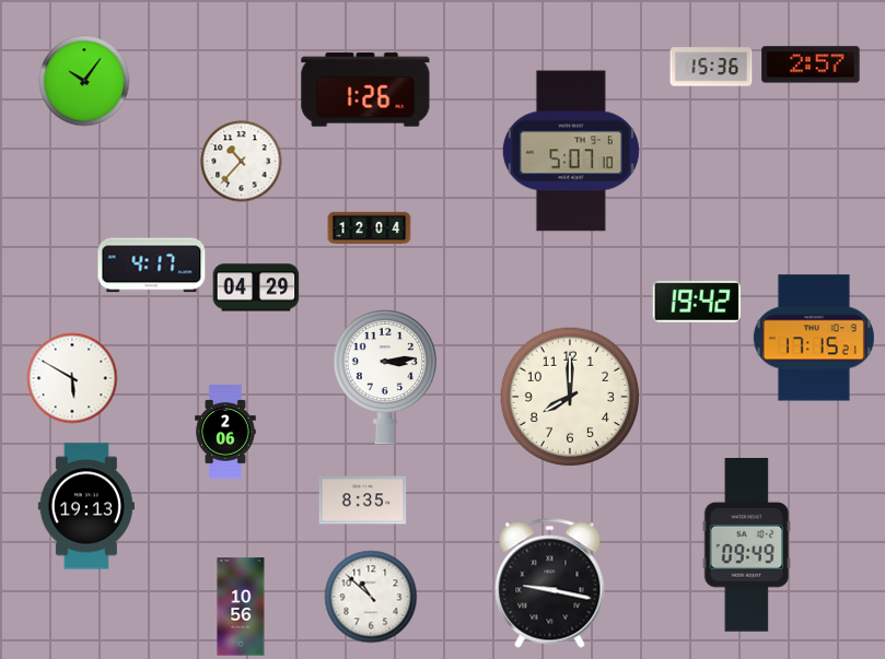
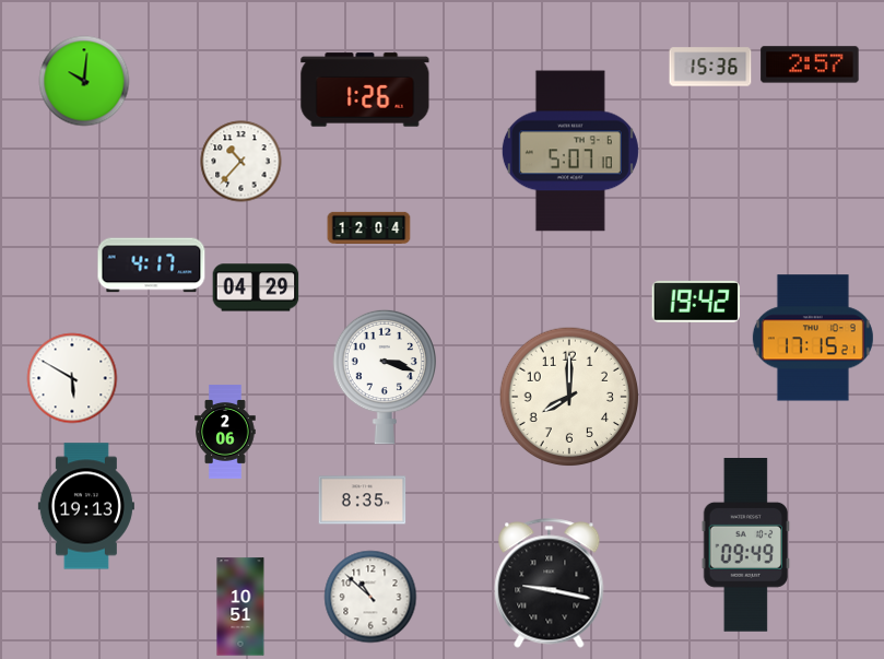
clock at (84, 81): 10:06 -> 10:01
clock at (384, 377): 3:14 -> 3:18
clock at (241, 607): 10:56 -> 10:51
